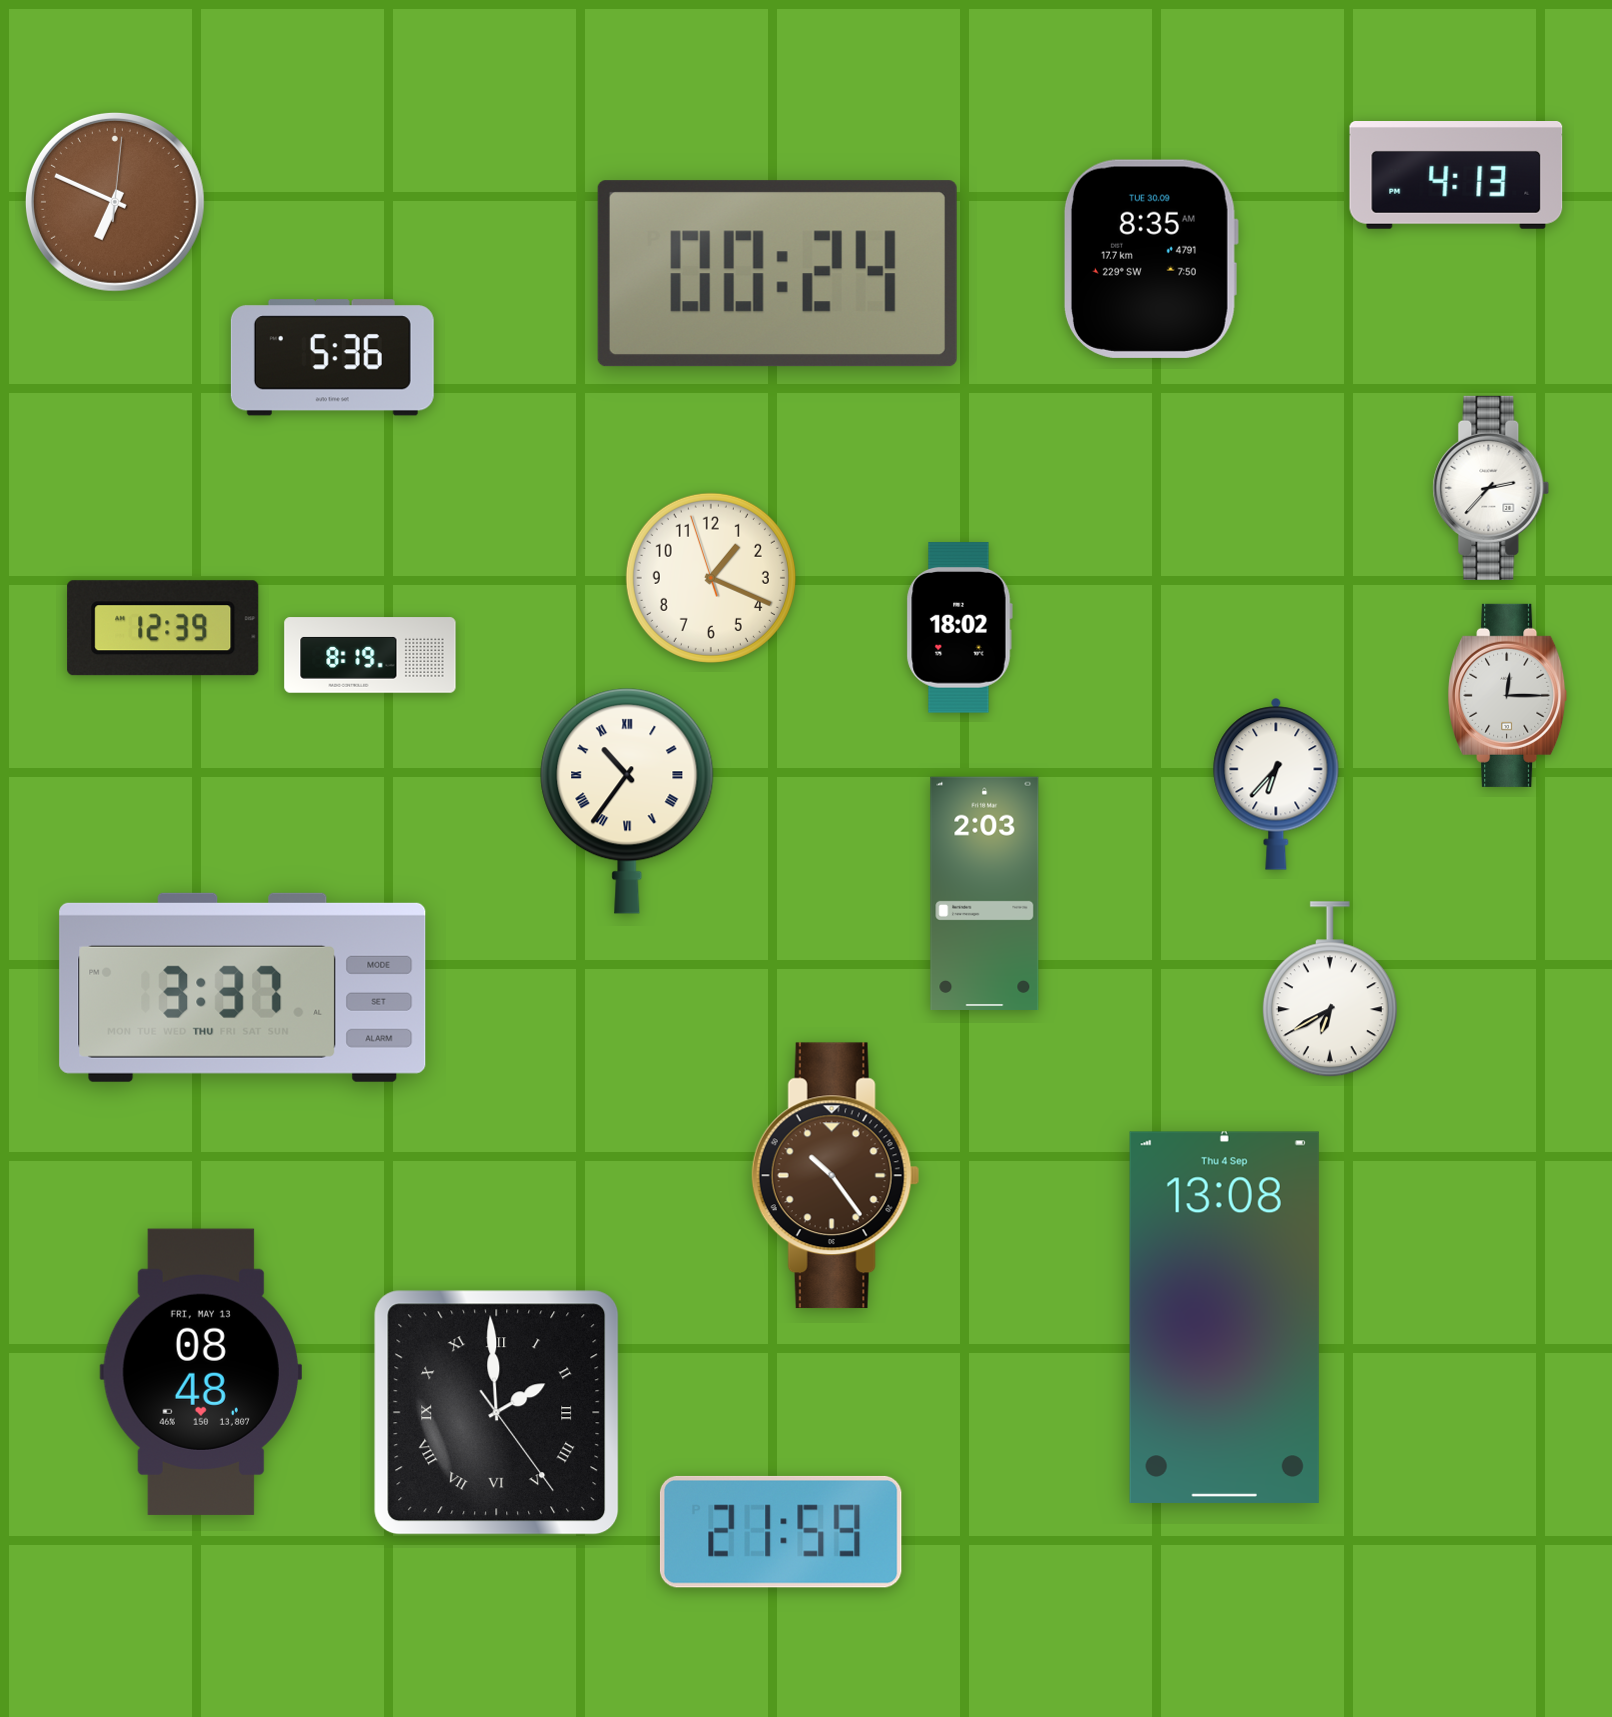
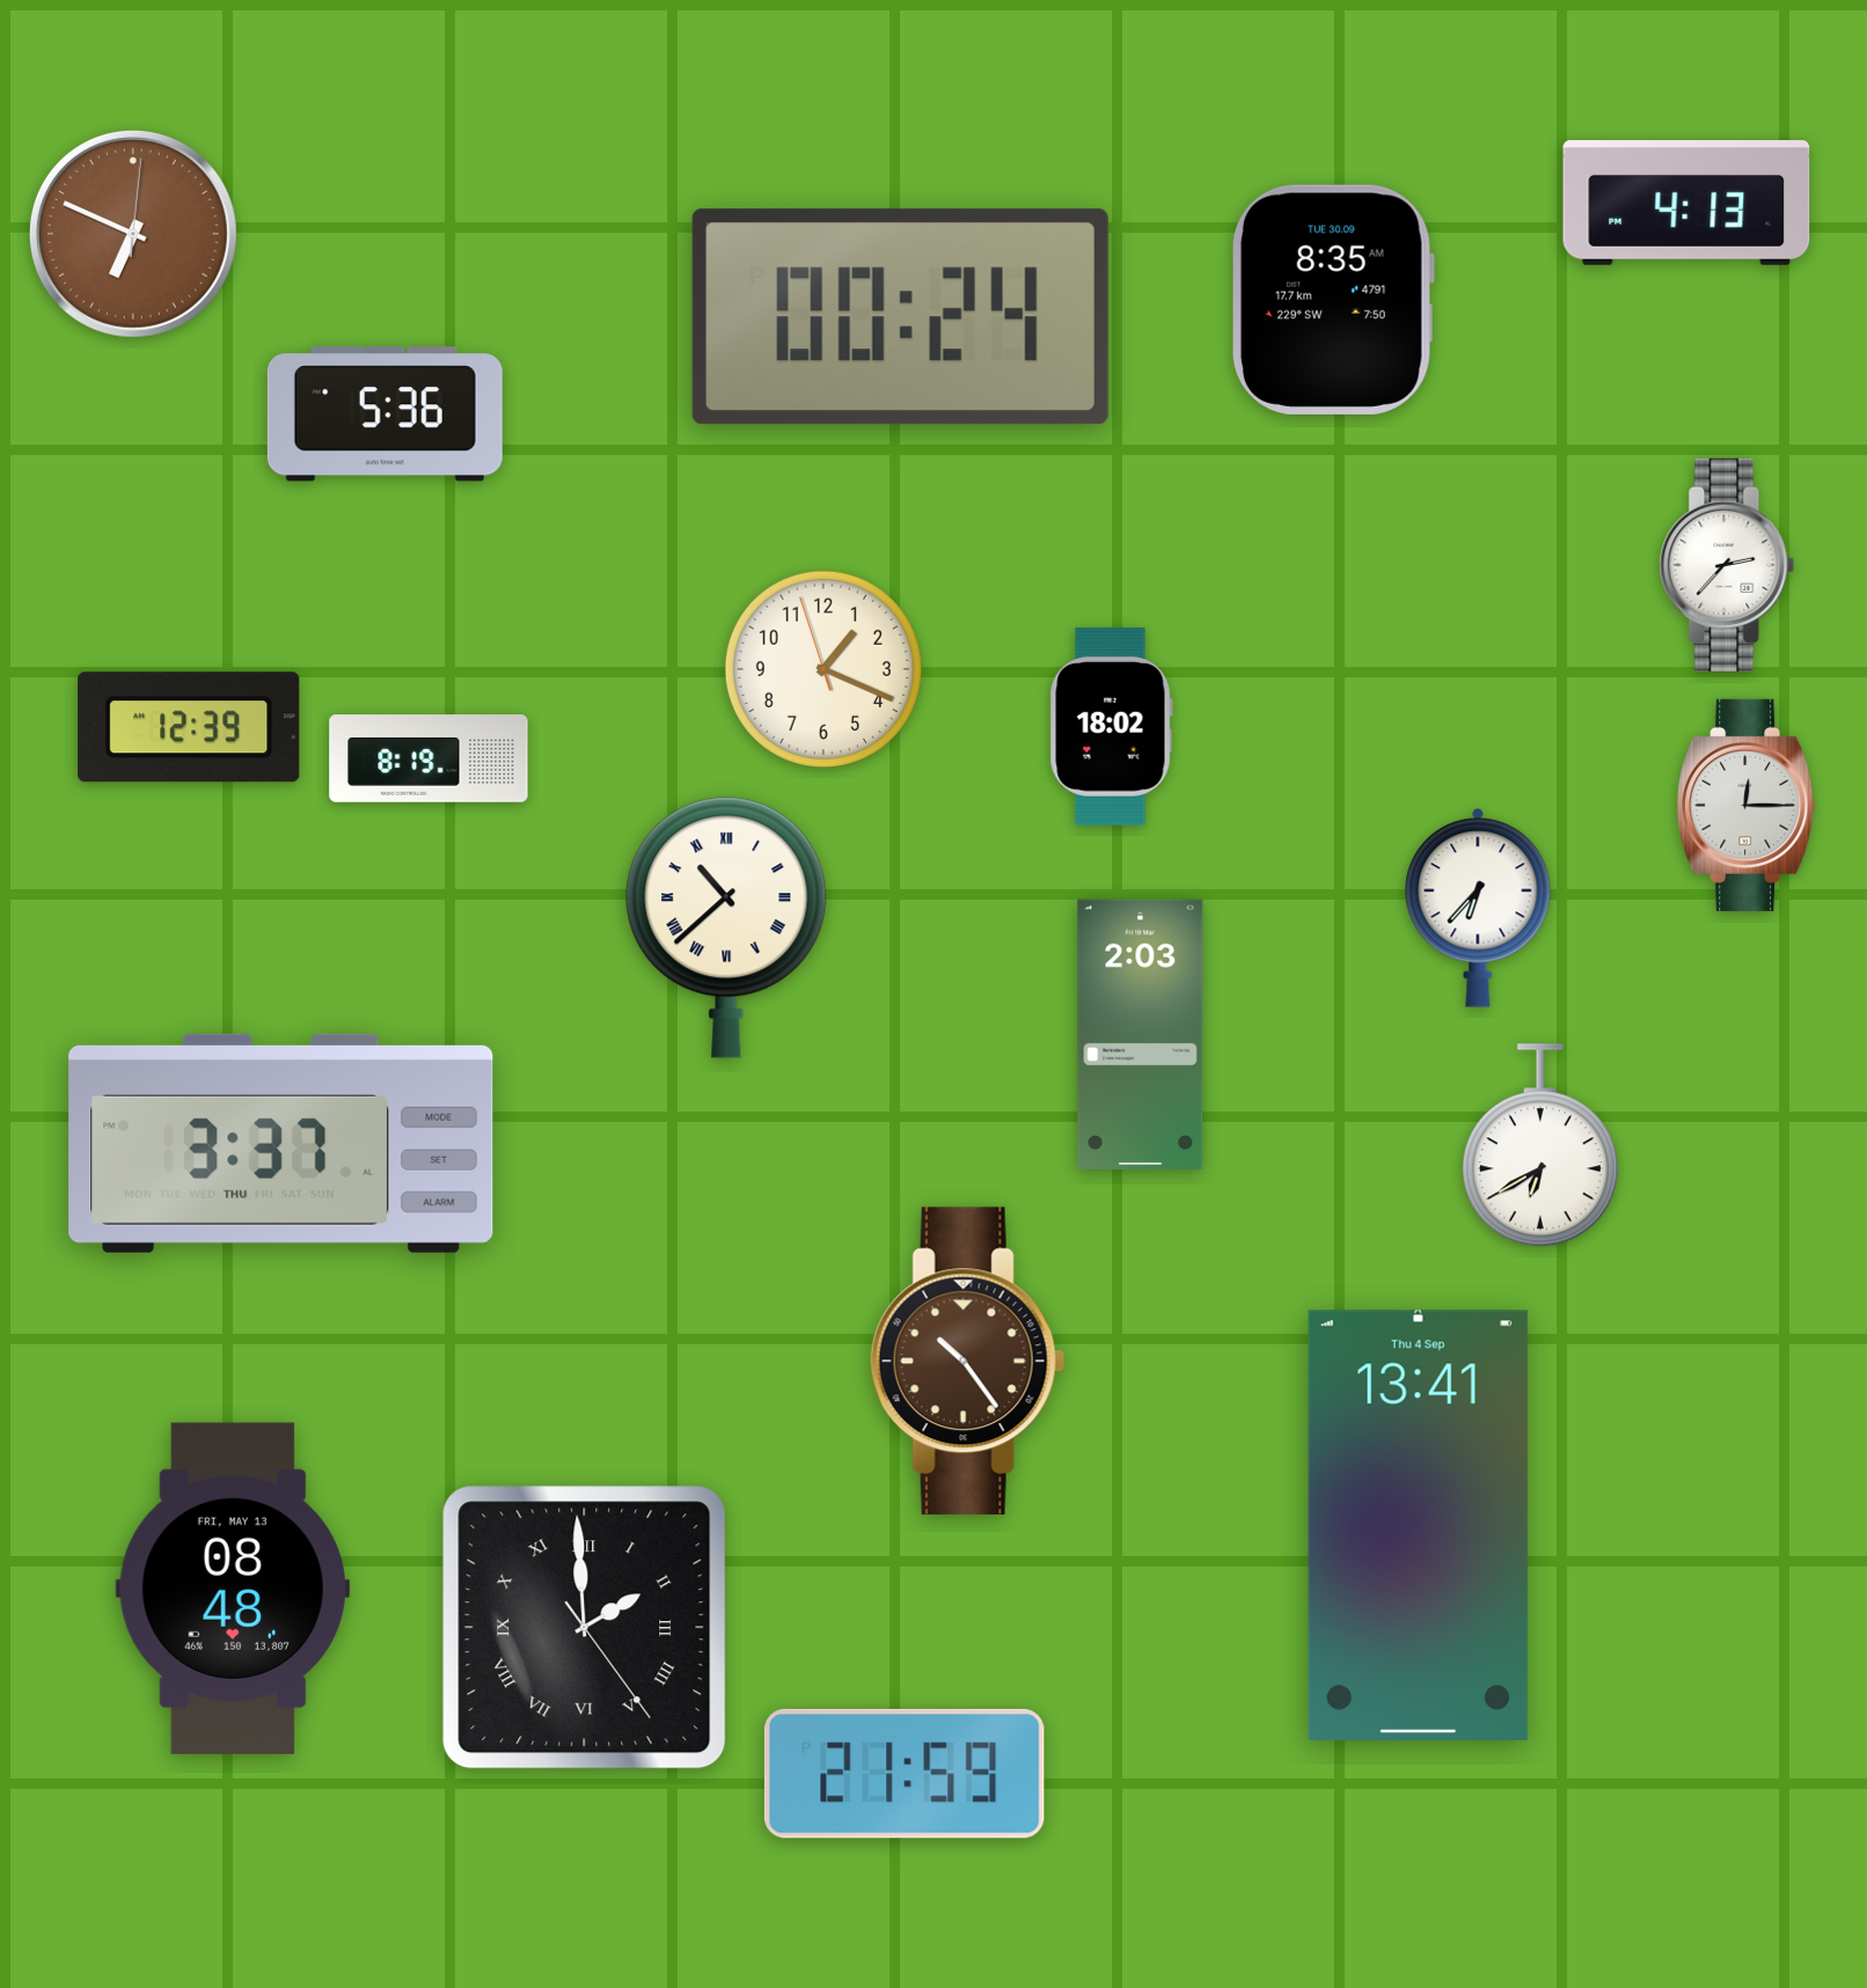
clock at (627, 801): 10:36 -> 10:38
clock at (1224, 1317): 13:08 -> 13:41
clock at (497, 1413) position: (497, 1413) -> (585, 1628)
